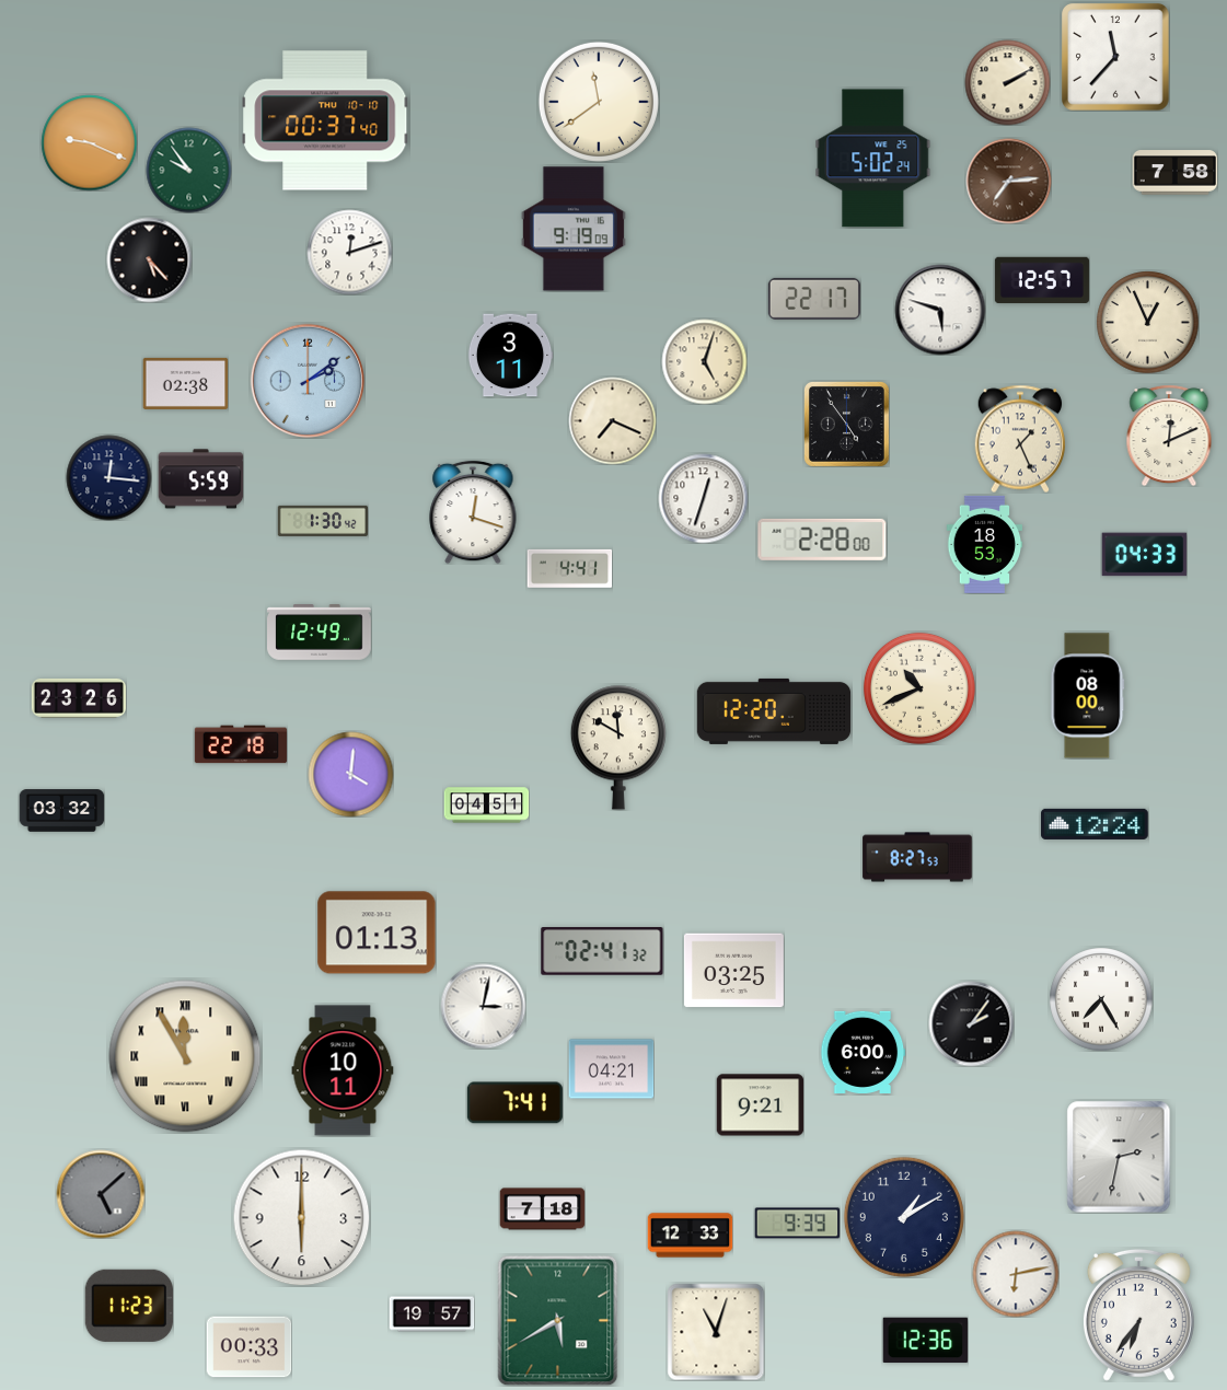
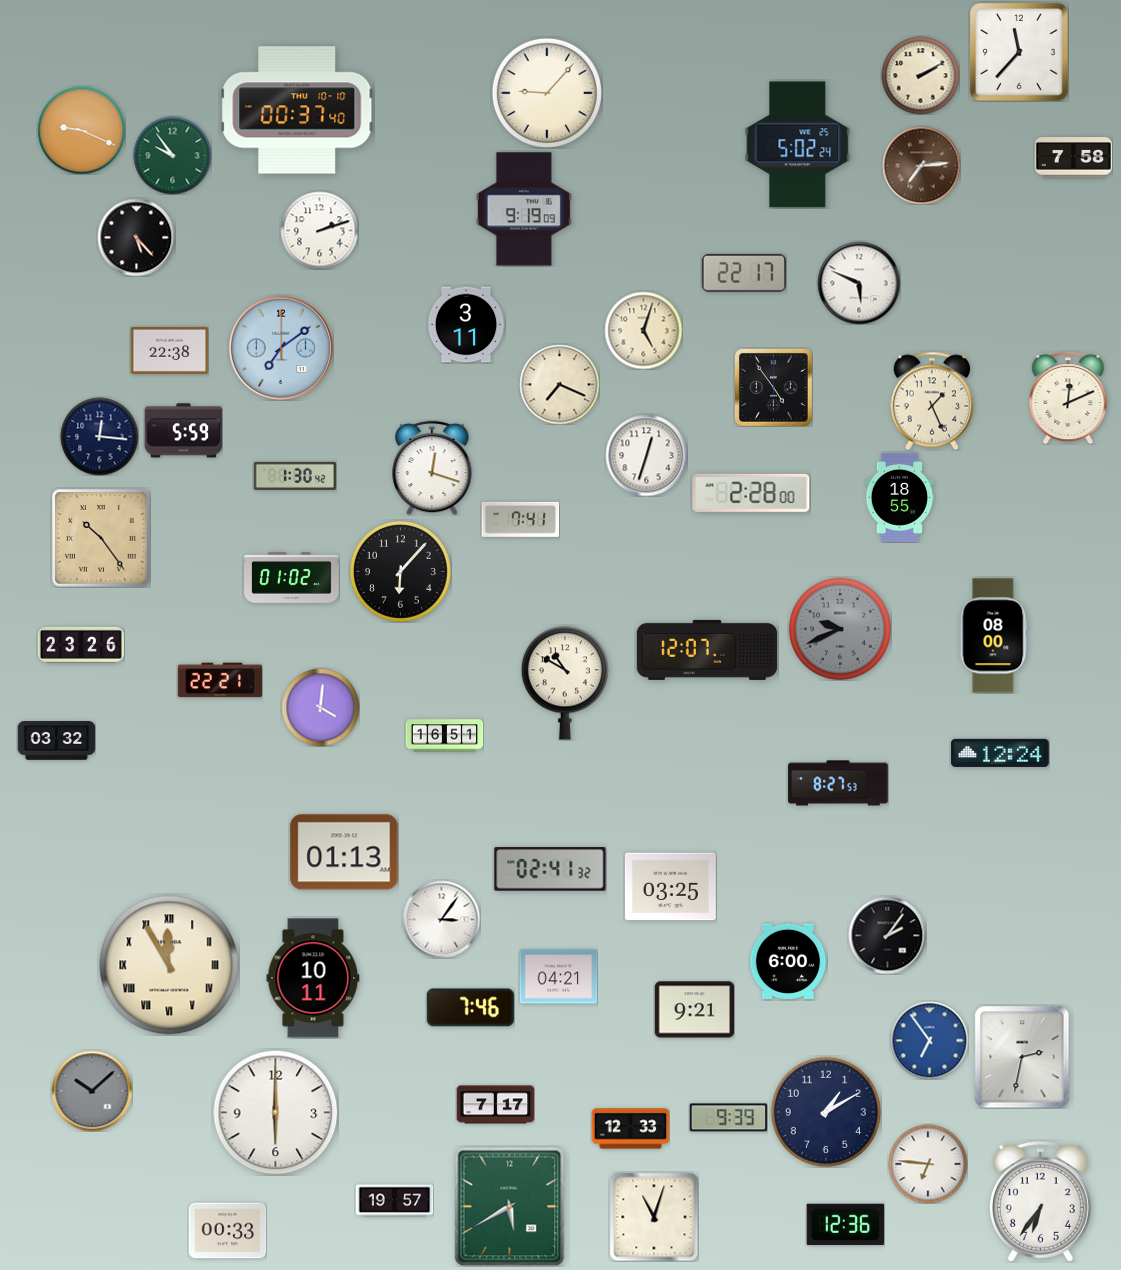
clock at (599, 102): 11:39 -> 9:07
clock at (349, 252): 12:12 -> 2:12
clock at (1042, 280): 12:57 -> none
clock at (940, 310): 5:48 -> 5:49
clock at (1147, 322): 12:56 -> none
clock at (308, 381): 2:09 -> 7:09
clock at (185, 383): 02:38 -> 22:38
clock at (200, 479) position: (200, 479) -> (183, 431)
clock at (703, 498) position: (703, 498) -> (646, 455)
clock at (985, 544): 18:53 -> 18:55
clock at (1144, 555): 04:33 -> none
clock at (569, 568): 4:41 -> 7:41
clock at (101, 538): none -> 10:24
clock at (400, 571): none -> 6:07
clock at (320, 633): 12:49 -> 01:02
clock at (919, 688): 10:41 -> 9:41
clock at (919, 688) dial: cream -> grey
clock at (79, 698) position: (79, 698) -> (81, 645)
clock at (774, 711): 12:20 -> 12:07
clock at (241, 744): 22:18 -> 22:21
clock at (618, 748): 11:50 -> 10:50
clock at (486, 806): 04:51 -> 16:51
clock at (1101, 999): 7:25 -> none
clock at (483, 1006): 3:02 -> 3:06
clock at (514, 1103): 7:41 -> 7:46
clock at (929, 1040): none -> 6:54
clock at (101, 1194): 5:08 -> 10:08
clock at (542, 1209): 7:18 -> 7:17
clock at (1016, 1274): 6:13 -> 6:46
clock at (128, 1306): 11:23 -> none
